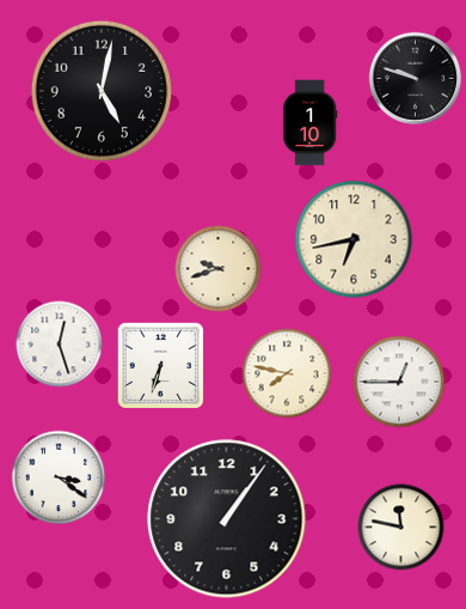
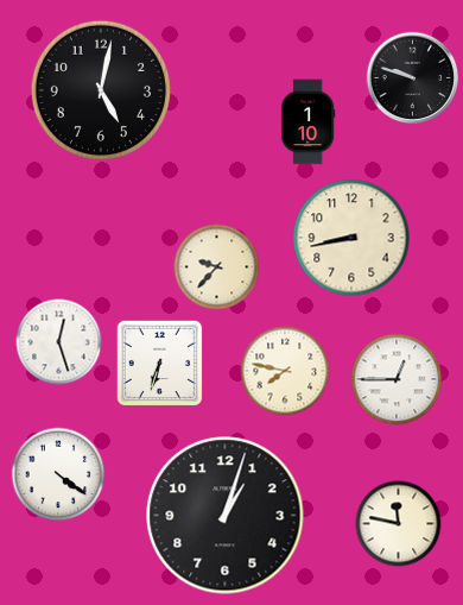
clock at (354, 239): 6:43 -> 8:43
clock at (219, 269): 9:42 -> 9:37
clock at (59, 477): 3:21 -> 4:21
clock at (227, 519): 1:06 -> 1:03
